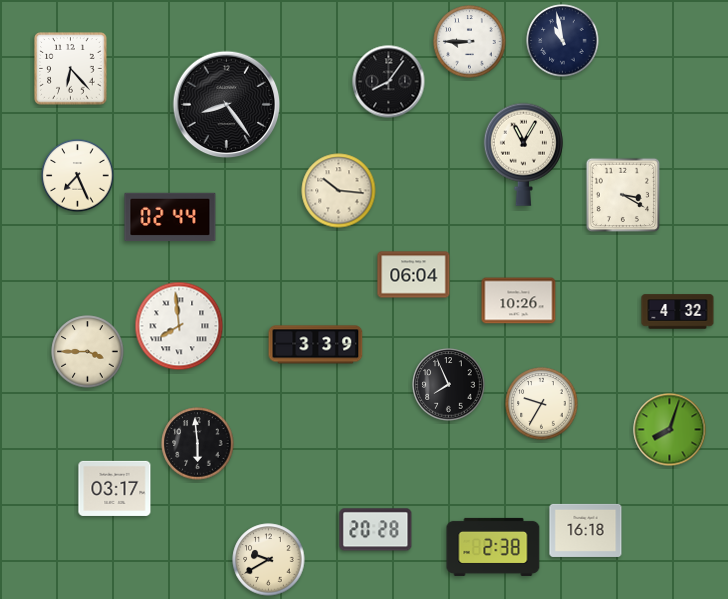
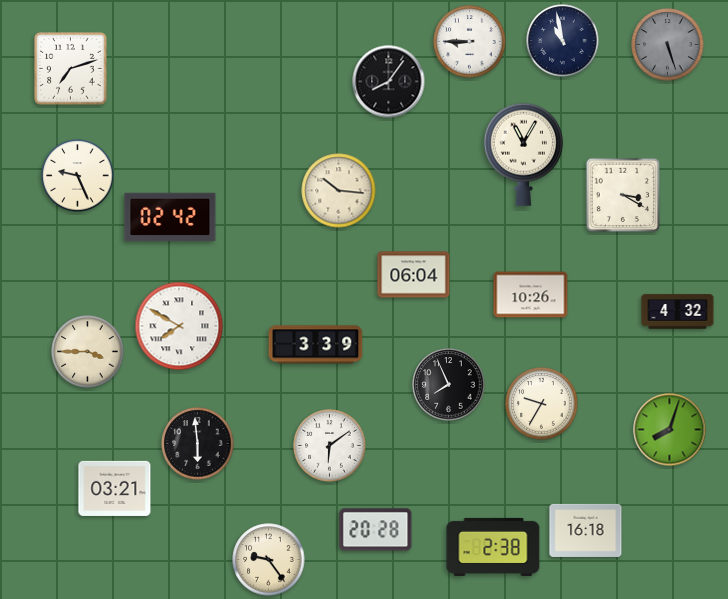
clock at (668, 45): none -> 5:27
clock at (71, 69): 6:23 -> 7:12
clock at (227, 105): 8:24 -> none
clock at (78, 176): 7:26 -> 9:26
clock at (170, 217): 02:44 -> 02:42
clock at (519, 301) position: (519, 301) -> (531, 295)
clock at (179, 326): 7:59 -> 7:50
clock at (330, 446): none -> 6:09
clock at (115, 488): 03:17 -> 03:21
clock at (269, 560): 9:40 -> 9:24
